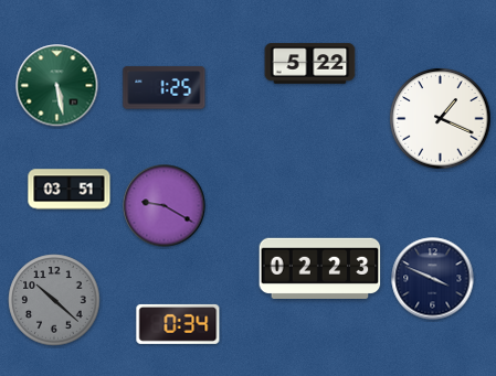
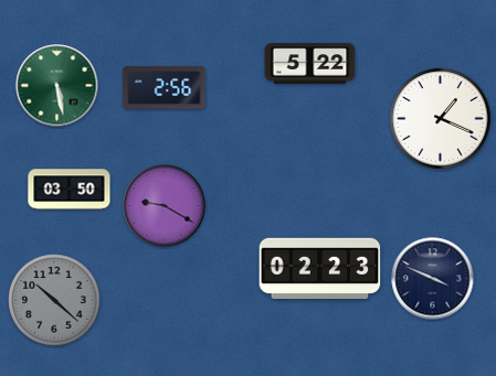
clock at (165, 88): 1:25 -> 2:56
clock at (70, 190): 03:51 -> 03:50
clock at (178, 324): 0:34 -> none
